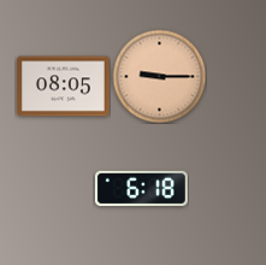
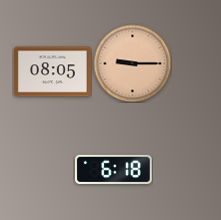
clock at (141, 188) position: (141, 188) -> (113, 169)
